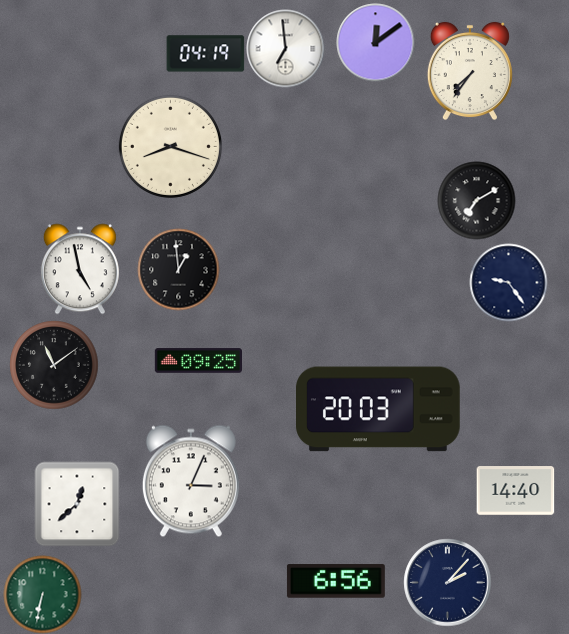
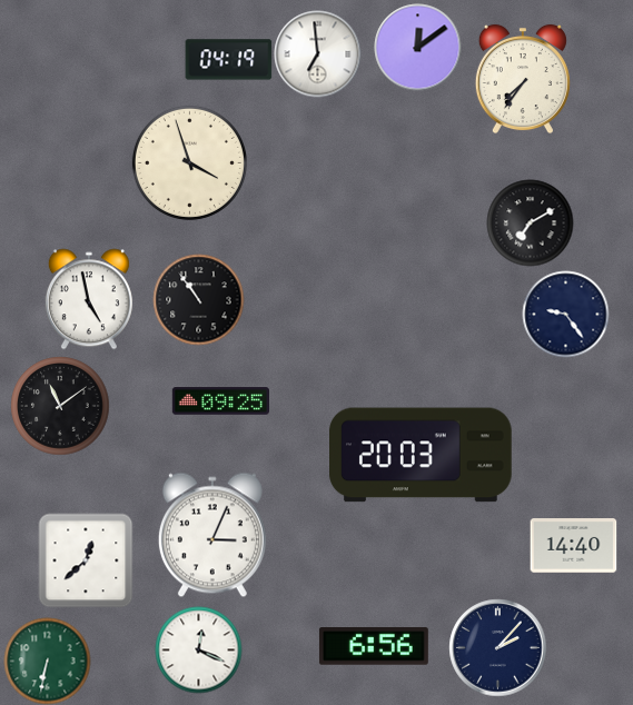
clock at (170, 146): 8:18 -> 3:57
clock at (178, 269): 12:59 -> 10:54
clock at (198, 649): none -> 12:19
